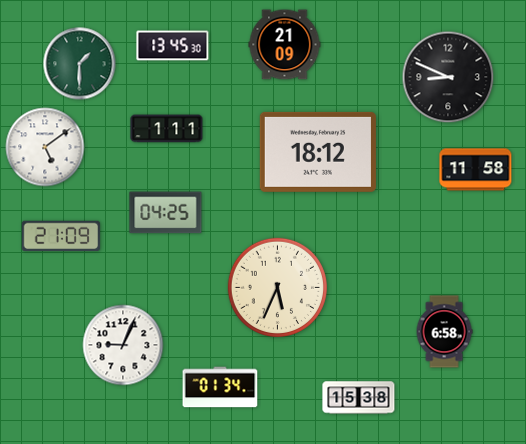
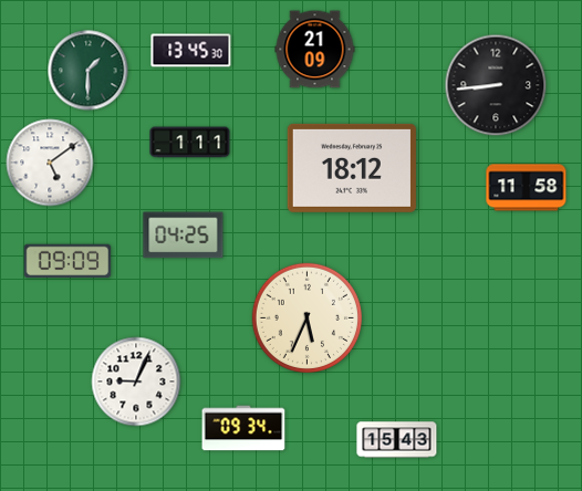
clock at (448, 77): 8:49 -> 8:44
clock at (167, 129) position: (167, 129) -> (190, 143)
clock at (61, 236): 21:09 -> 09:09
clock at (444, 332): 6:58 -> none
clock at (220, 387): 01:34 -> 09:34
clock at (359, 398): 15:38 -> 15:43
